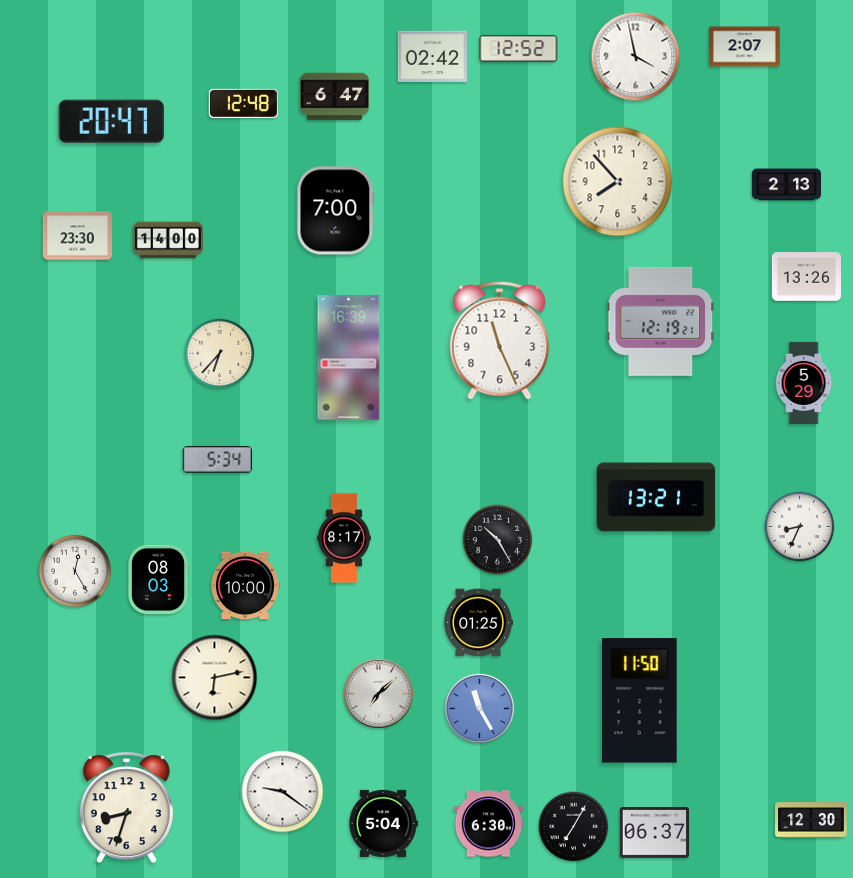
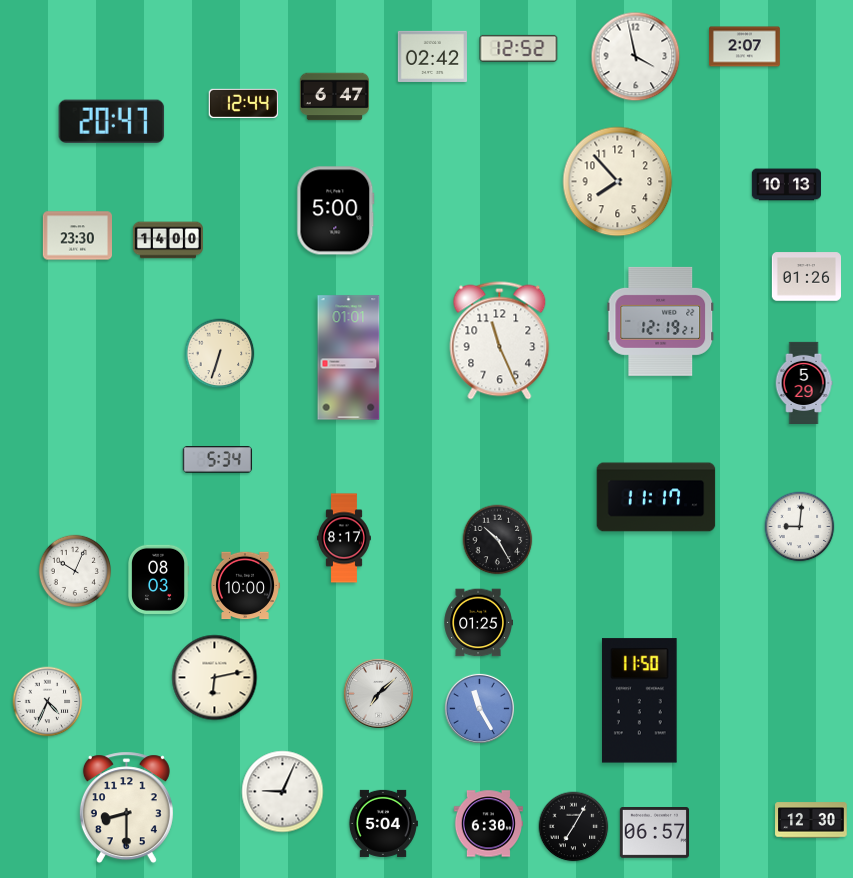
clock at (243, 103): 12:48 -> 12:44
clock at (786, 185): 2:13 -> 10:13
clock at (336, 211): 7:00 -> 5:00
clock at (806, 277): 13:26 -> 01:26
clock at (220, 354): 6:37 -> 6:33
clock at (349, 358): 16:39 -> 01:01
clock at (656, 497): 13:21 -> 11:17
clock at (800, 527): 8:34 -> 9:01
clock at (75, 571): 12:25 -> 10:04
clock at (48, 702): none -> 4:34
clock at (283, 792): 9:21 -> 9:04
clock at (126, 808): 8:33 -> 8:30
clock at (654, 833): 06:37 -> 06:57
